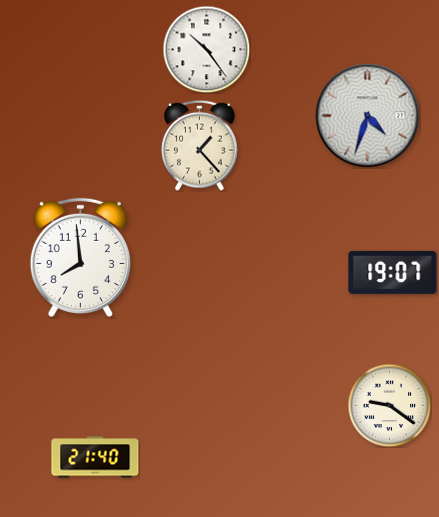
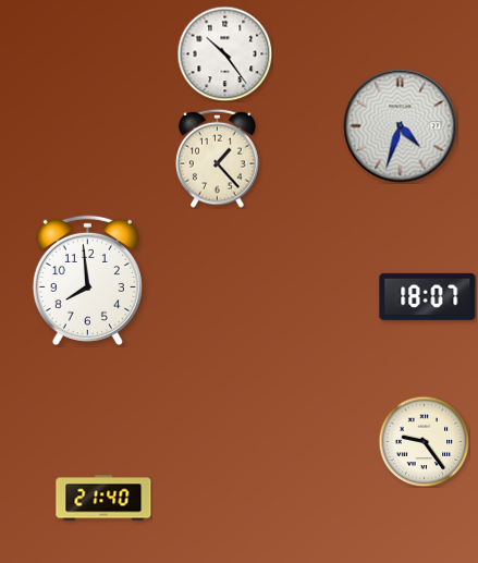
clock at (393, 272): 19:07 -> 18:07
clock at (389, 405): 9:21 -> 9:24
